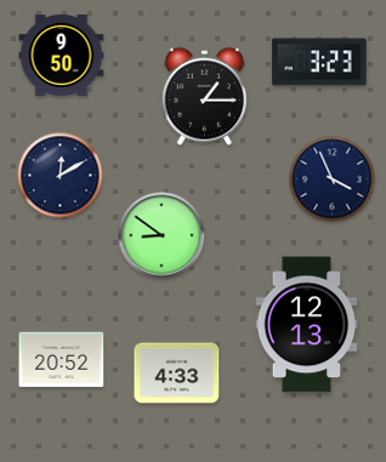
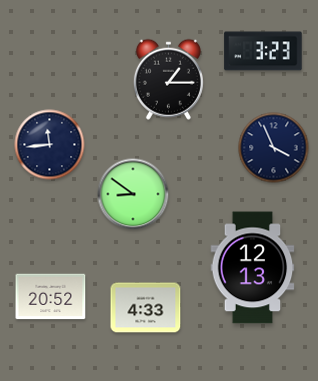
clock at (62, 55): 9:50 -> none
clock at (61, 176): 12:10 -> 11:44
